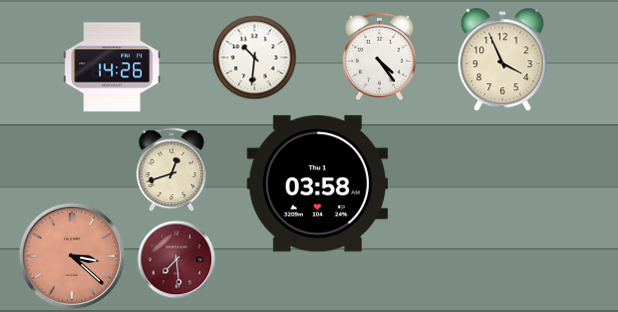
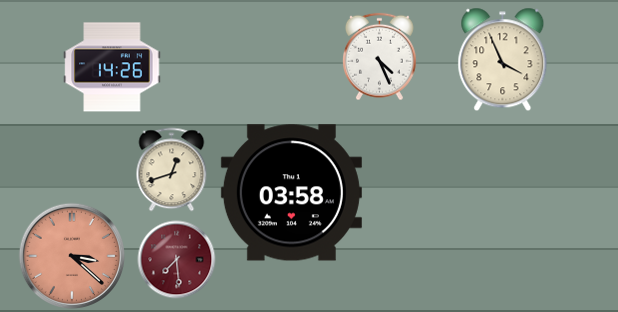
clock at (380, 56): 4:24 -> 4:26
clock at (254, 57): 10:31 -> none
clock at (317, 184) position: (317, 184) -> (291, 193)
